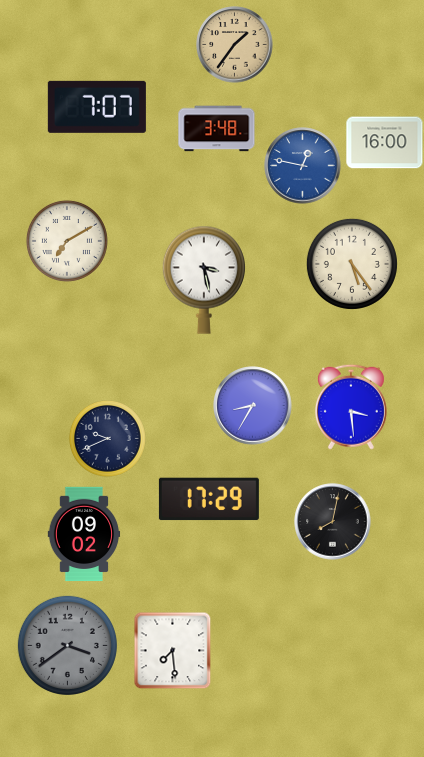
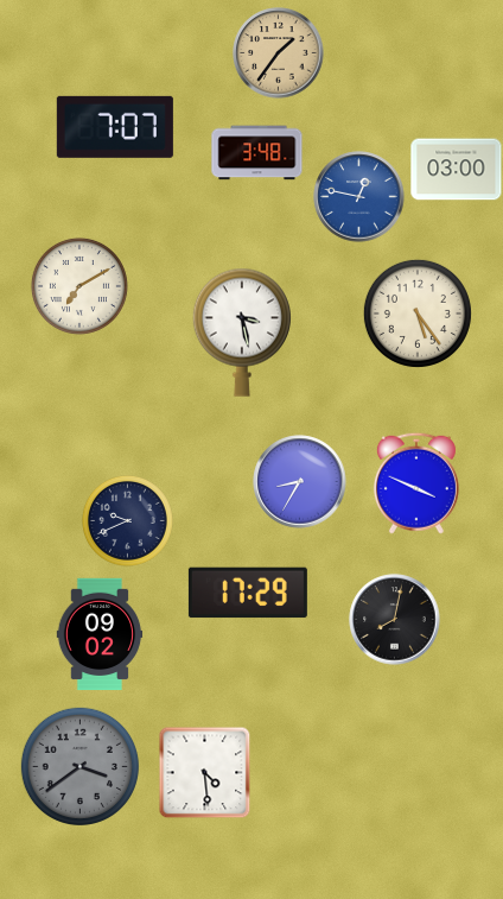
clock at (385, 143): 16:00 -> 03:00
clock at (351, 407): 3:29 -> 3:49
clock at (172, 650): 7:29 -> 4:29
